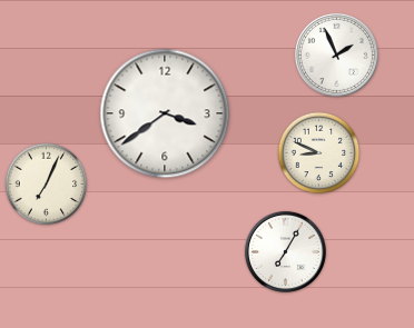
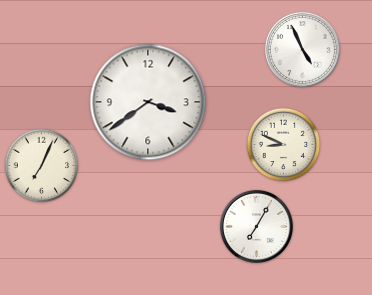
clock at (336, 54): 1:56 -> 4:56
clock at (319, 153) position: (319, 153) -> (284, 145)
